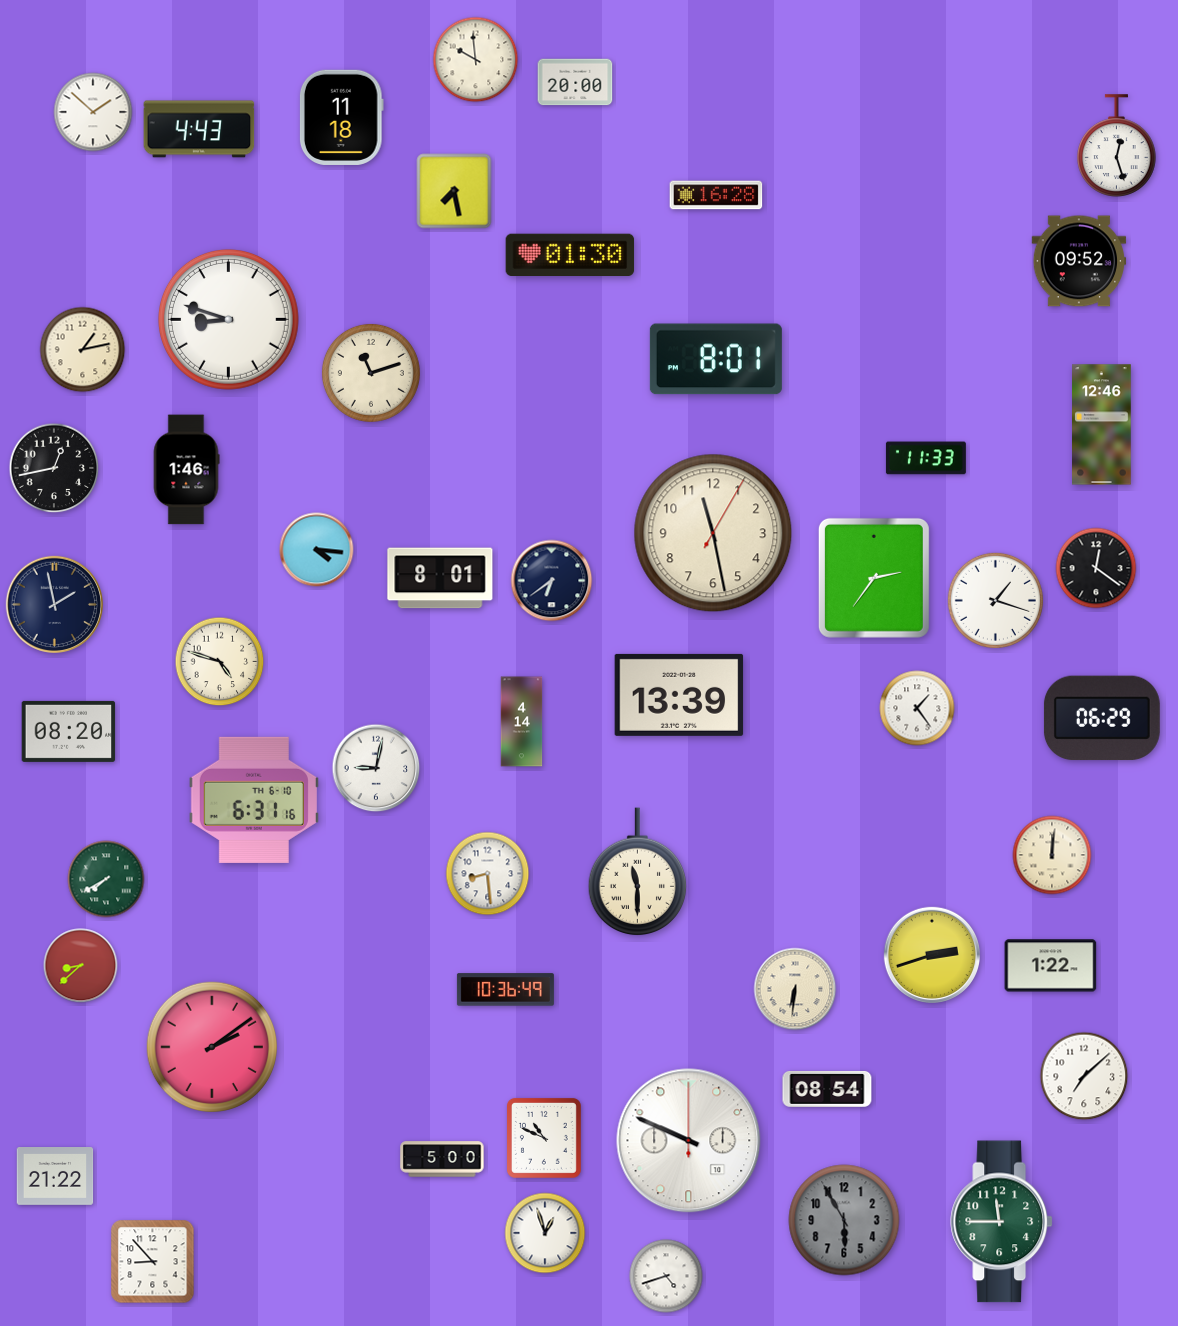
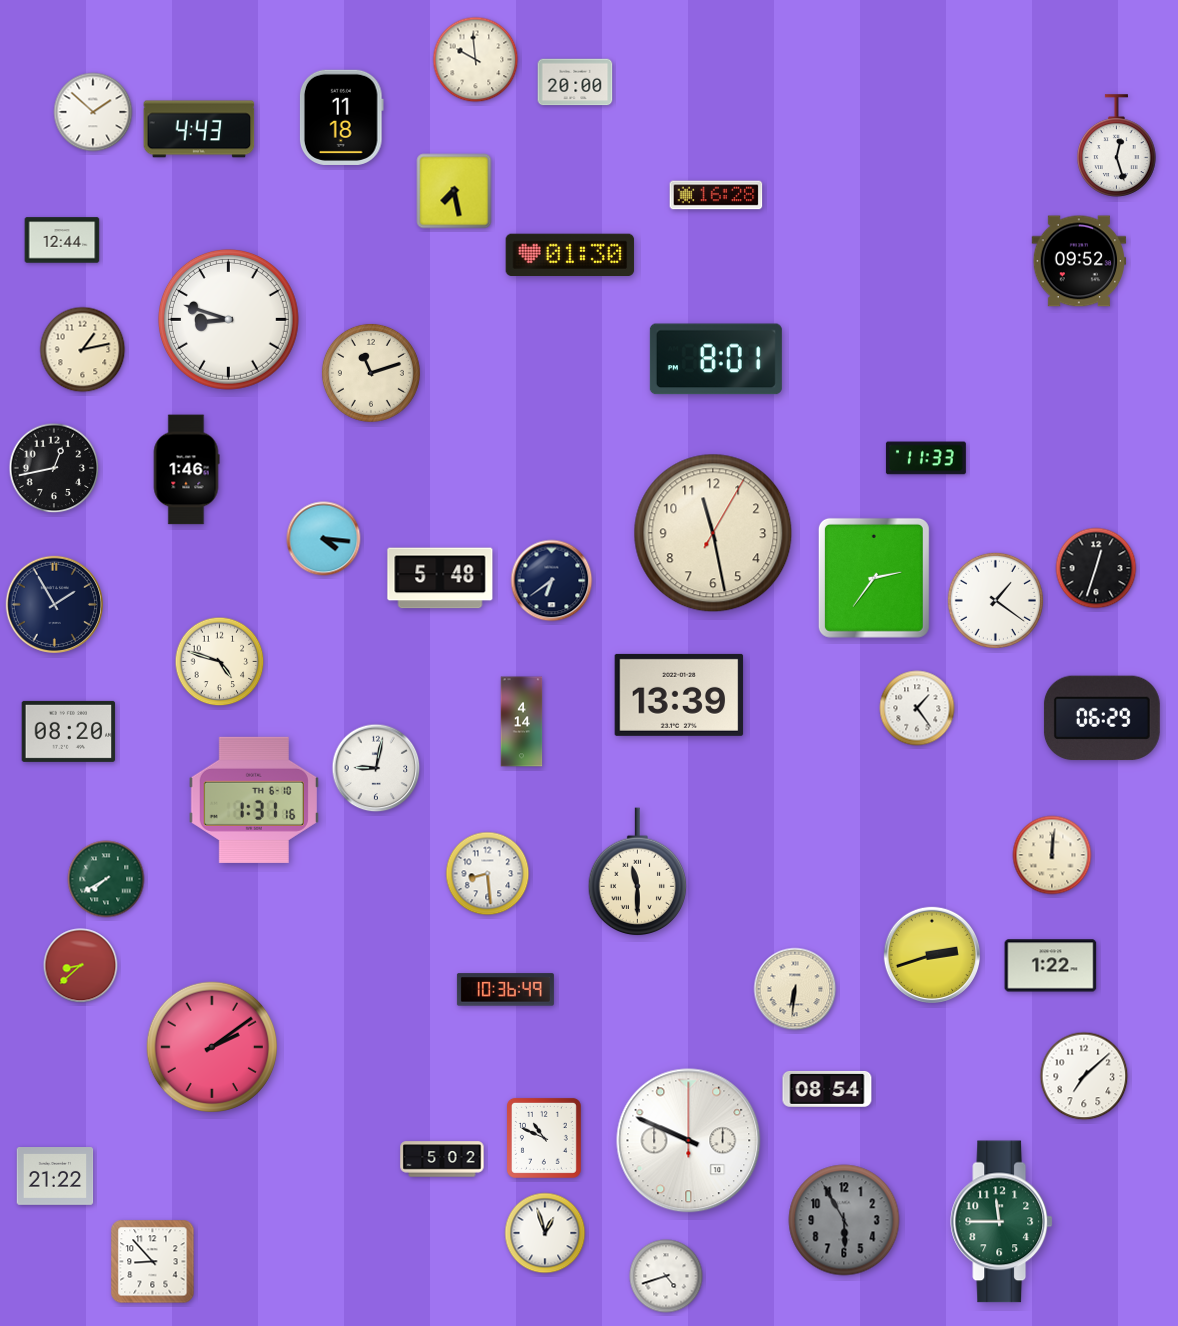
clock at (62, 240): none -> 12:44
clock at (1102, 425): 12:46 -> none
clock at (317, 550) position: (317, 550) -> (324, 539)
clock at (1096, 568): 12:21 -> 12:33
clock at (440, 578): 8:01 -> 5:48
clock at (995, 600): 1:18 -> 1:21
clock at (54, 604): 1:58 -> 1:55
clock at (254, 800): 6:31 -> 1:31
clock at (442, 1159): 5:00 -> 5:02
